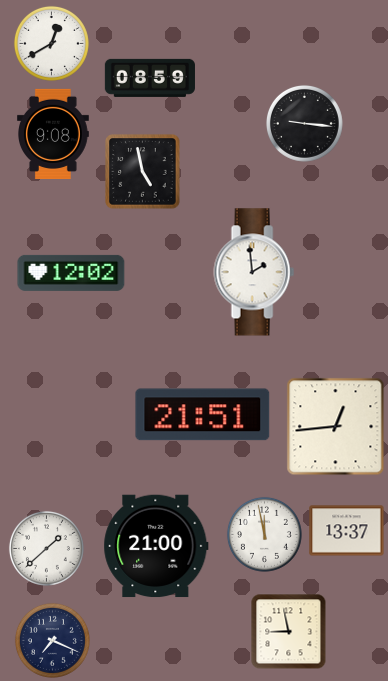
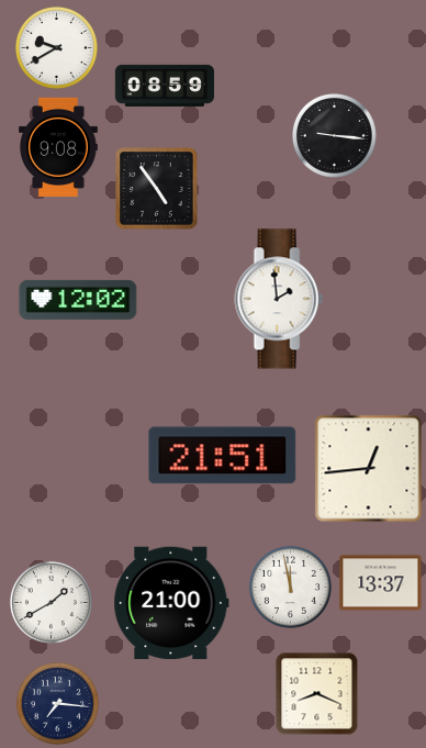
clock at (51, 43): 12:40 -> 9:40
clock at (143, 172): 4:58 -> 4:54
clock at (156, 546) position: (156, 546) -> (171, 603)
clock at (46, 548): 1:38 -> 1:40
clock at (289, 632): 8:58 -> 8:19
clock at (52, 640): 7:19 -> 7:16
